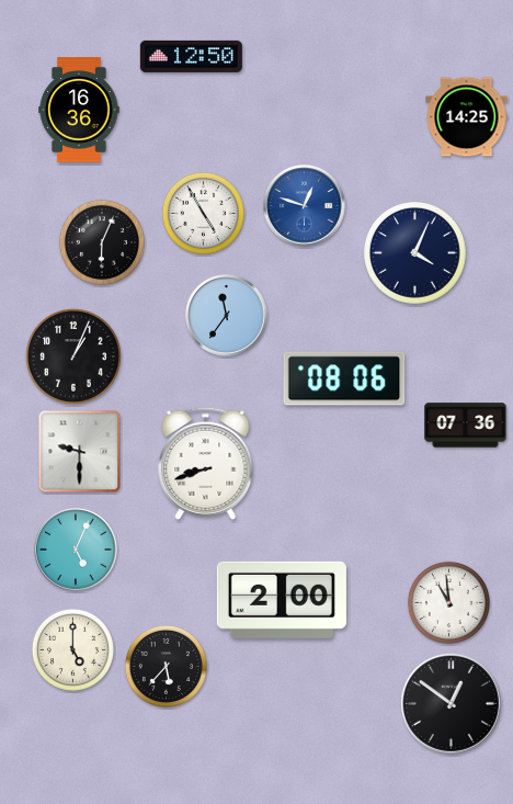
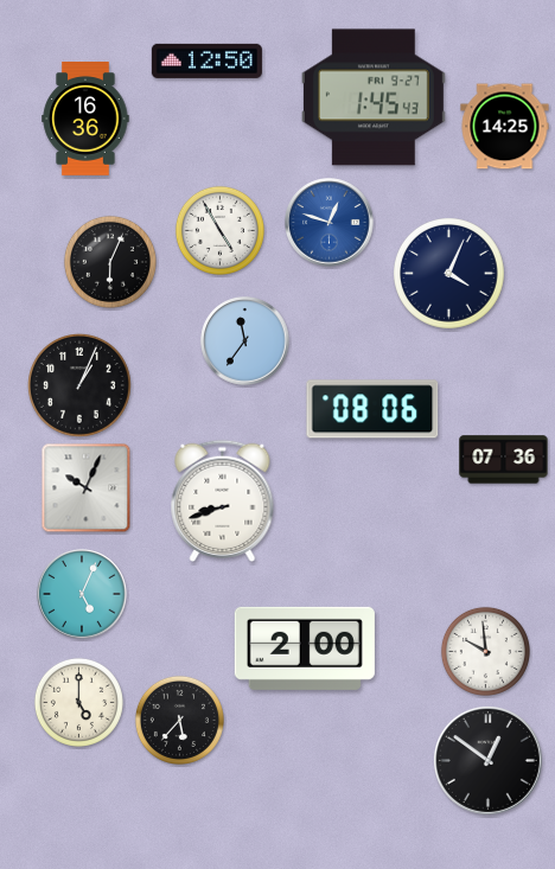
clock at (374, 97): none -> 1:45
clock at (80, 452): 9:30 -> 10:04
clock at (448, 602): 10:59 -> 9:59
